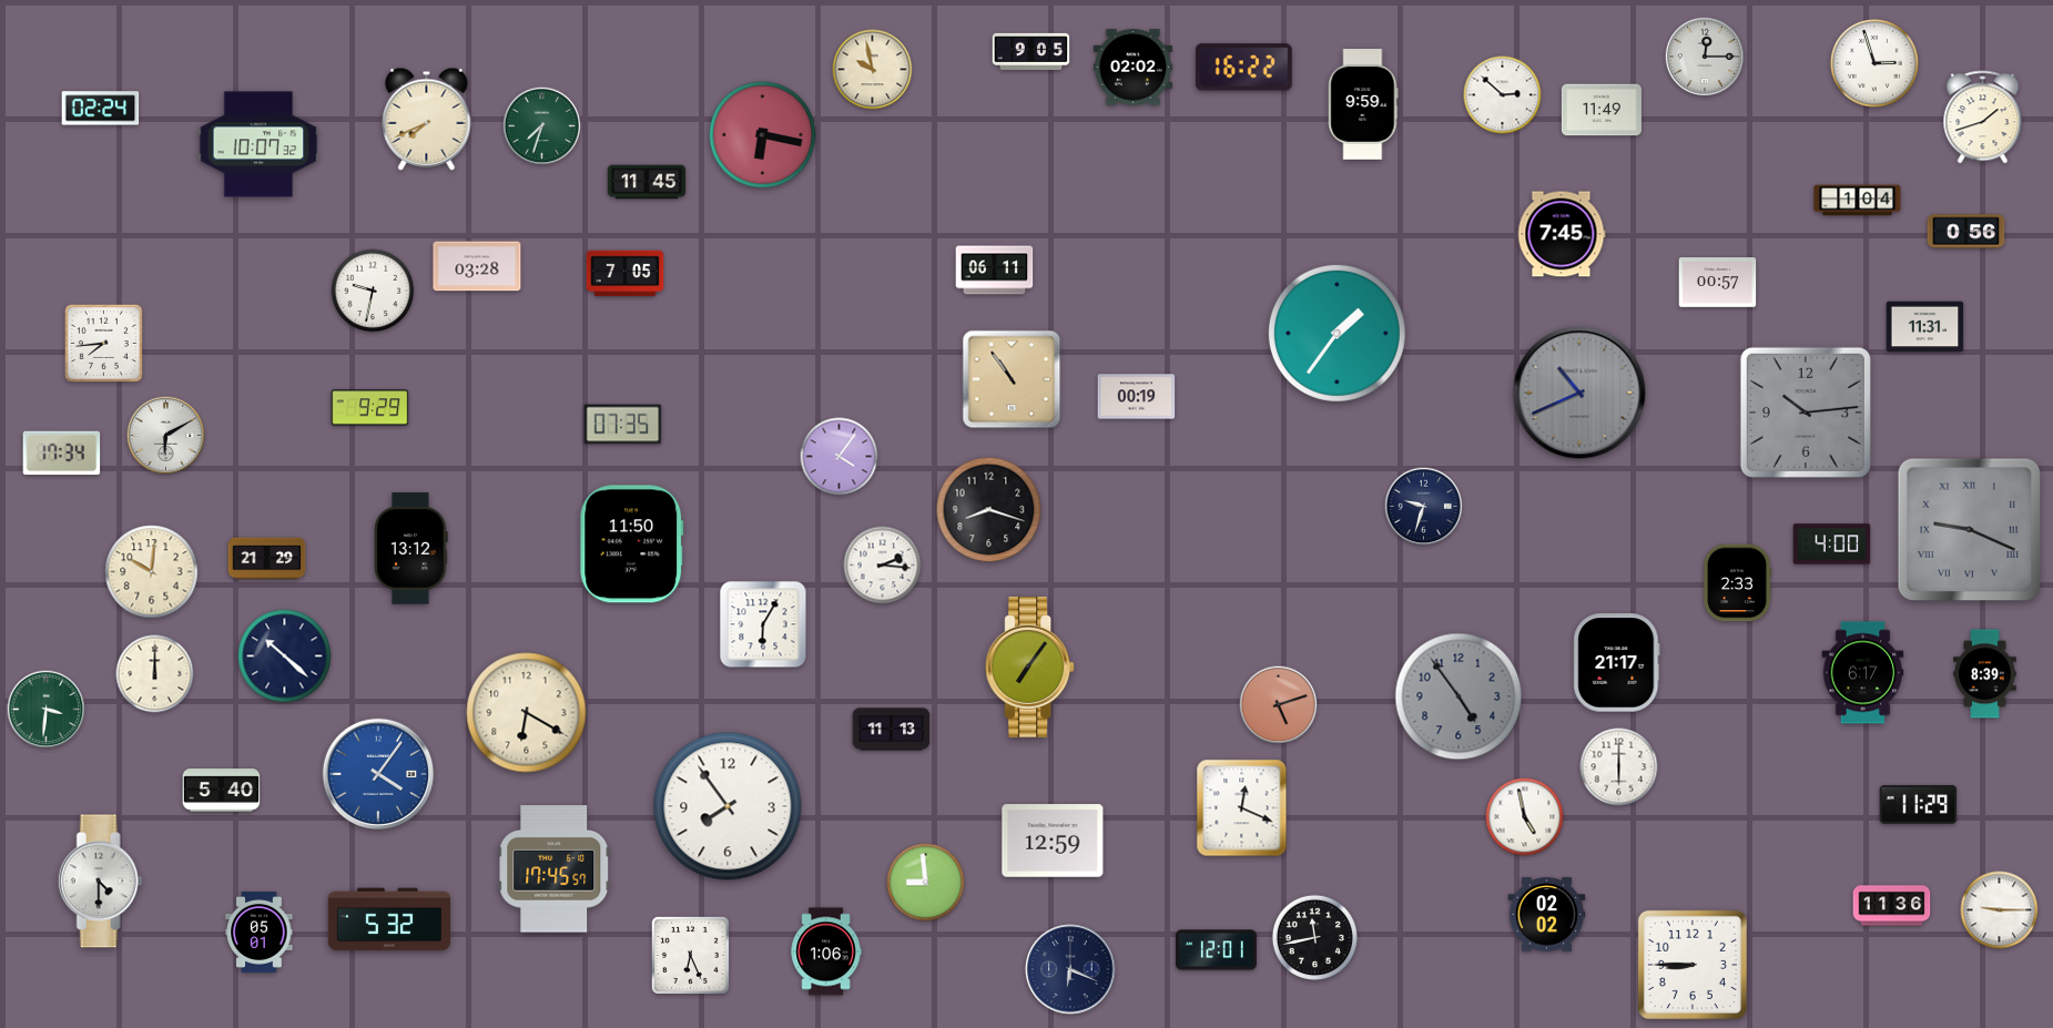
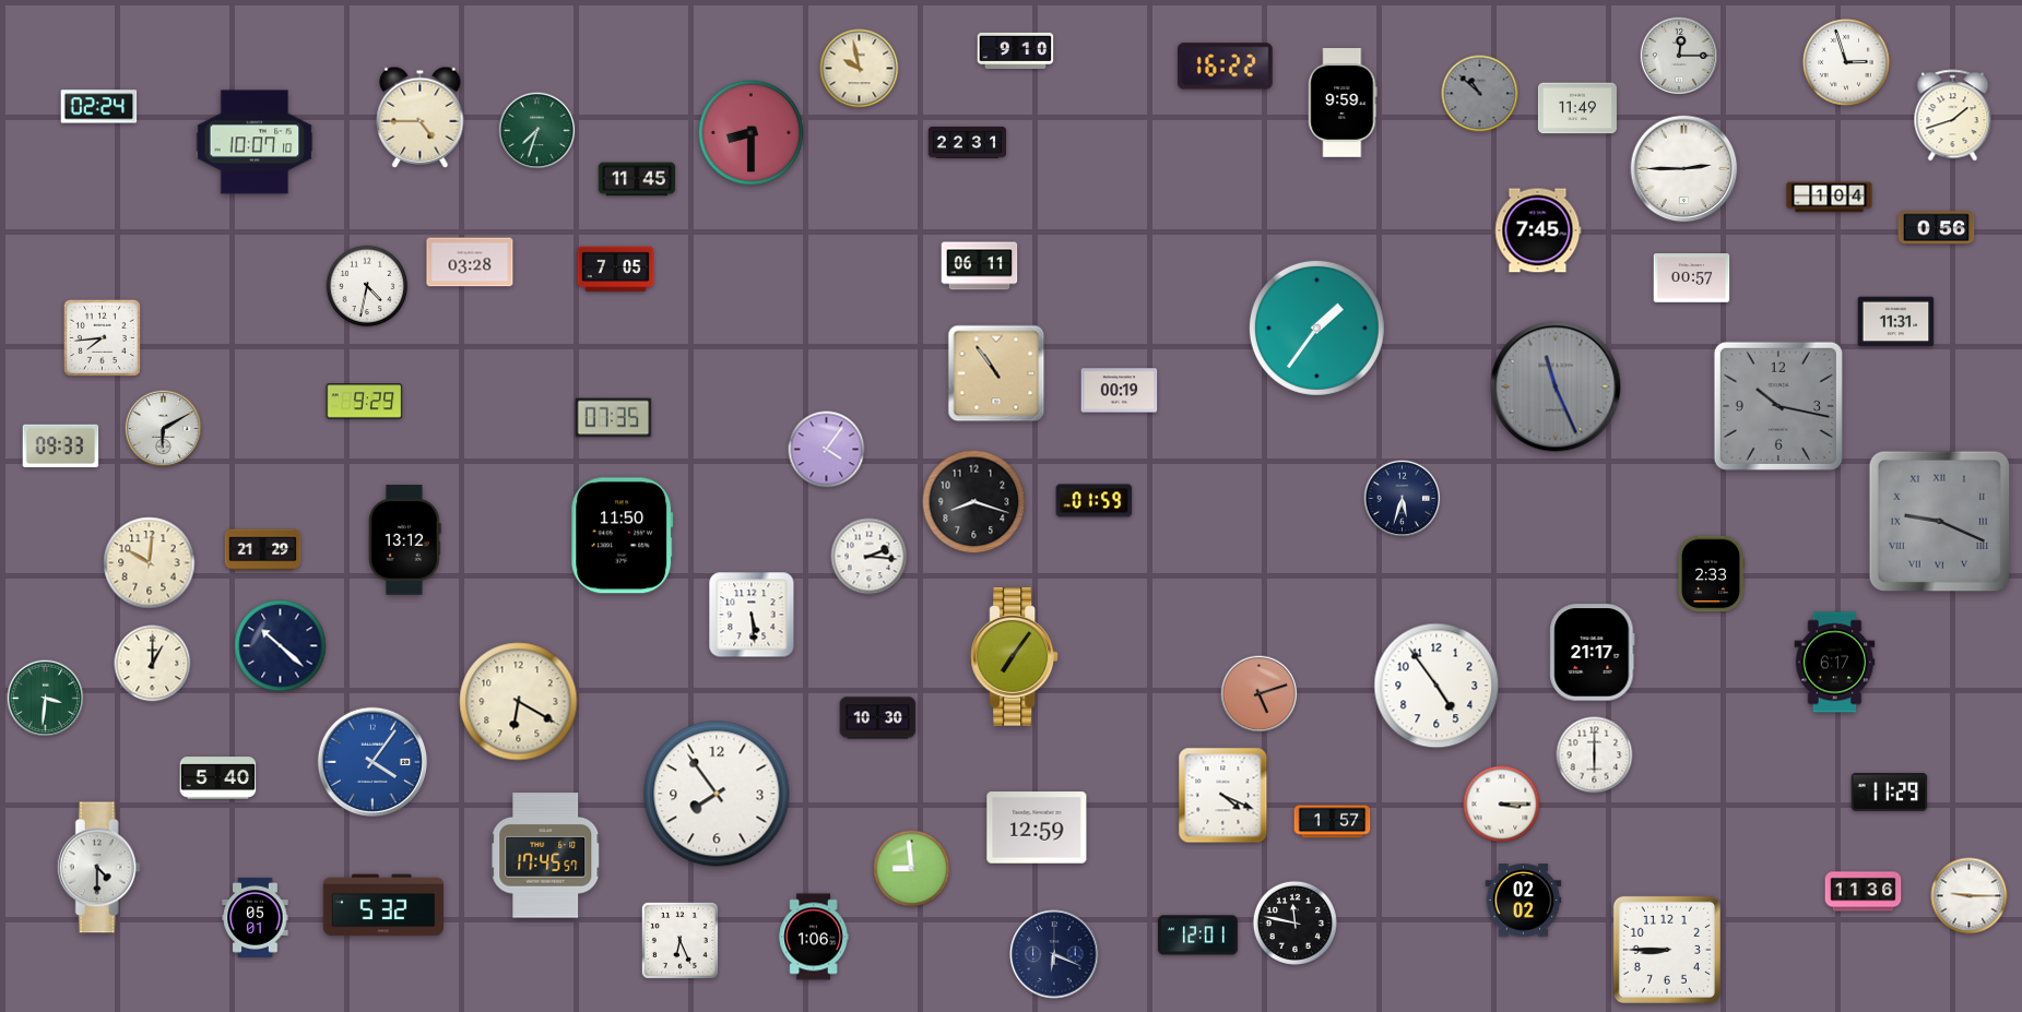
clock at (1031, 51): 9:05 -> 9:10
clock at (1132, 68): 02:02 -> none
clock at (1503, 95): 2:52 -> 10:52
clock at (1503, 95) dial: white -> grey
clock at (427, 119): 7:41 -> 4:45
clock at (542, 126) position: (542, 126) -> (537, 131)
clock at (763, 135): 6:17 -> 8:30
clock at (258, 144): 10:07:32 -> 10:07:10
clock at (968, 142): none -> 22:31
clock at (1684, 169): none -> 2:45
clock at (373, 291): 9:32 -> 4:32
clock at (1579, 393): 10:41 -> 11:26
clock at (1806, 413): 10:14 -> 10:17
clock at (62, 454): 17:34 -> 09:33
clock at (1424, 507): 9:33 -> 5:33
clock at (1095, 501): none -> 01:59
clock at (1832, 544): 4:00 -> none
clock at (763, 624): 6:05 -> 5:29
clock at (155, 674): 12:00 -> 1:00
clock at (1985, 674): 8:39 -> none
clock at (1459, 696) dial: grey -> white
clock at (892, 730): 11:13 -> 10:30
clock at (1242, 808): 12:19 -> 4:19
clock at (1525, 817): 4:58 -> 3:15
clock at (1333, 822): none -> 1:57
clock at (1314, 937): 11:43 -> 11:47
